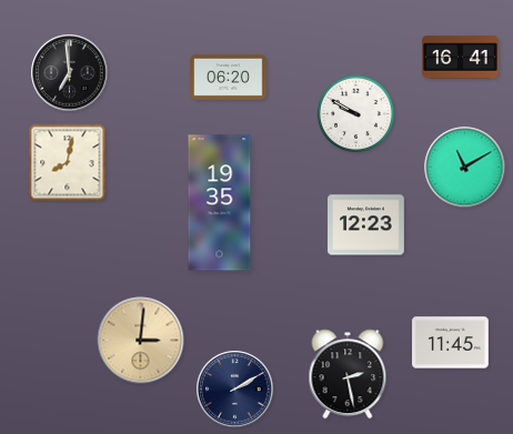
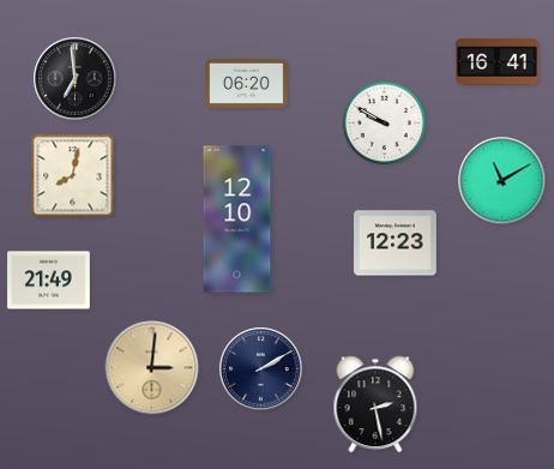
clock at (220, 203): 19:35 -> 12:10
clock at (49, 281): none -> 21:49
clock at (451, 343): 11:45 -> none
clock at (235, 390) position: (235, 390) -> (261, 369)
